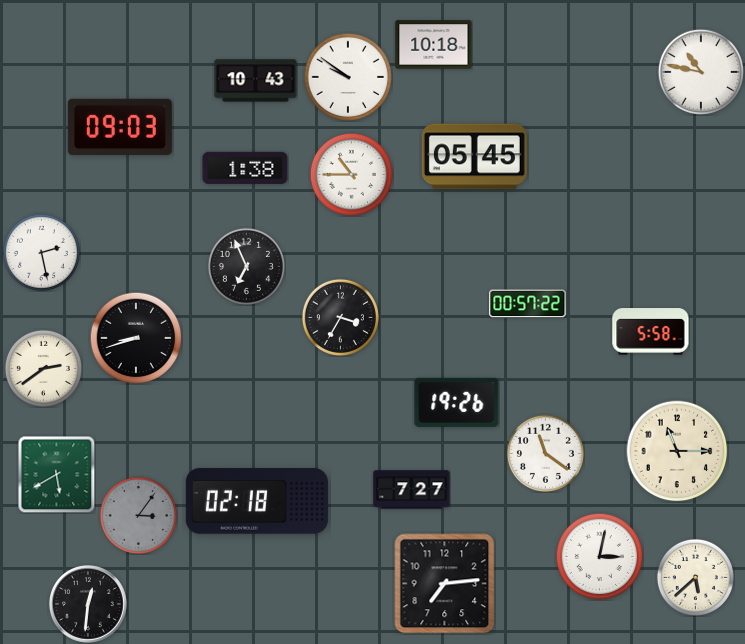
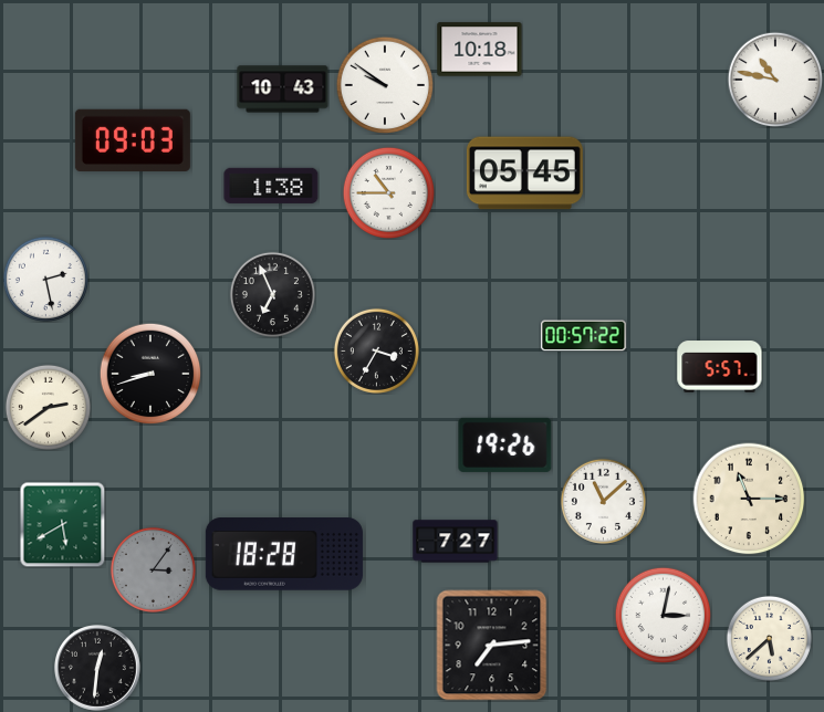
clock at (651, 332): 5:58 -> 5:57
clock at (545, 453): 11:21 -> 11:08
clock at (257, 501): 02:18 -> 18:28
